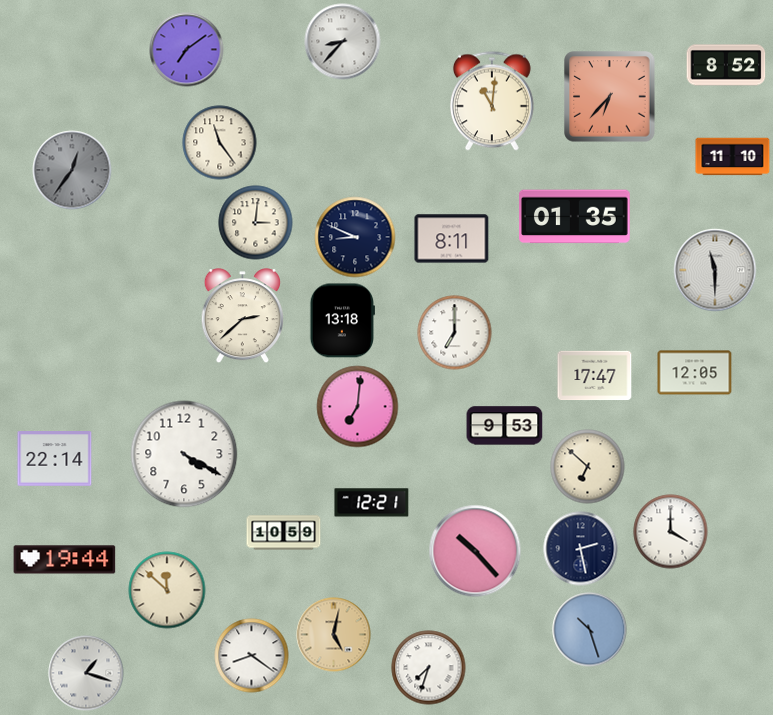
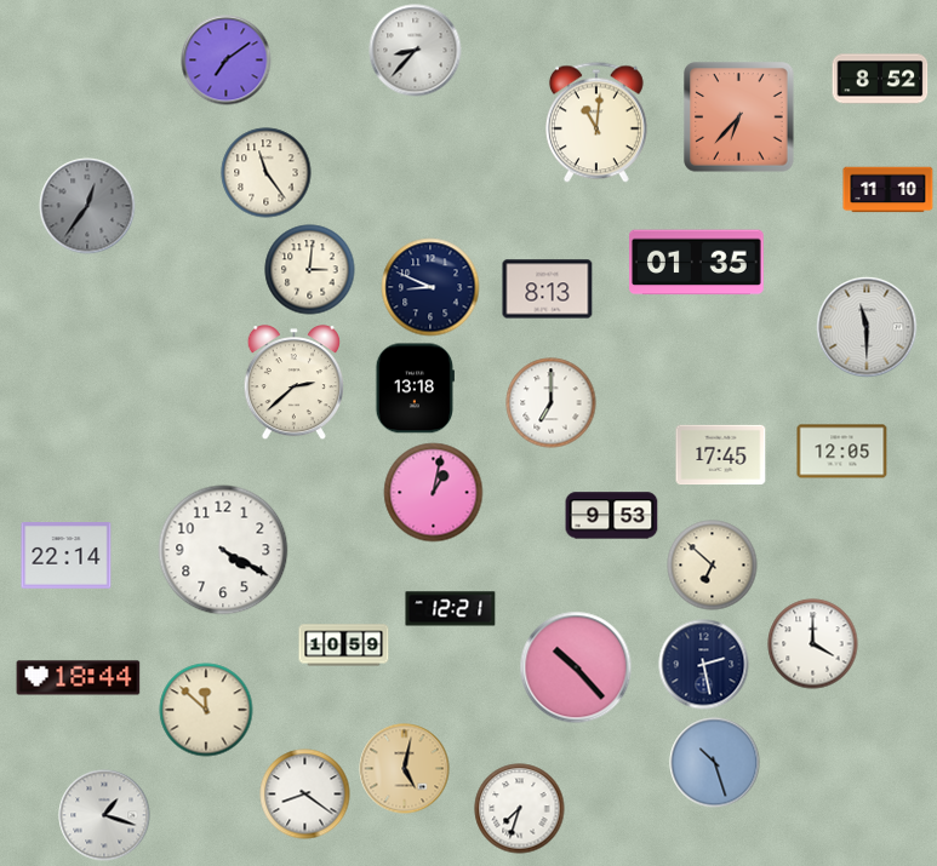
clock at (452, 239): 8:11 -> 8:13
clock at (595, 376): 17:47 -> 17:45
clock at (358, 407): 7:01 -> 1:02
clock at (65, 560): 19:44 -> 18:44
clock at (167, 590) position: (167, 590) -> (206, 710)
